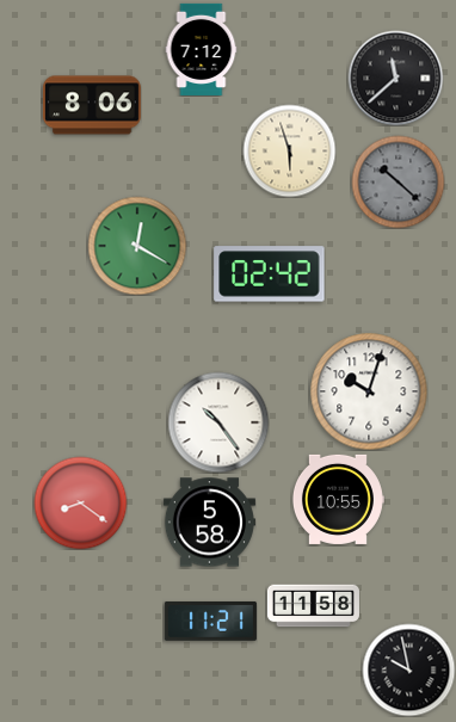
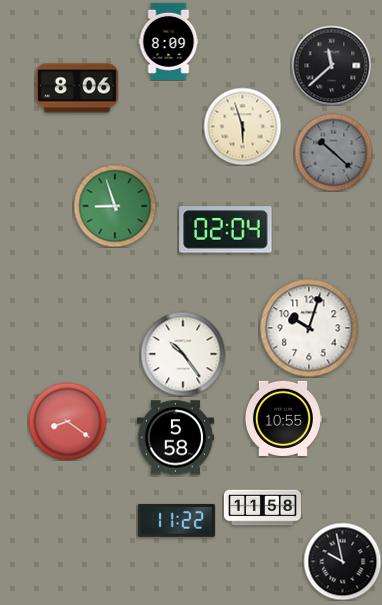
clock at (202, 49): 7:12 -> 8:09
clock at (137, 246): 12:20 -> 8:57
clock at (270, 274): 02:42 -> 02:04
clock at (210, 621): 11:21 -> 11:22
